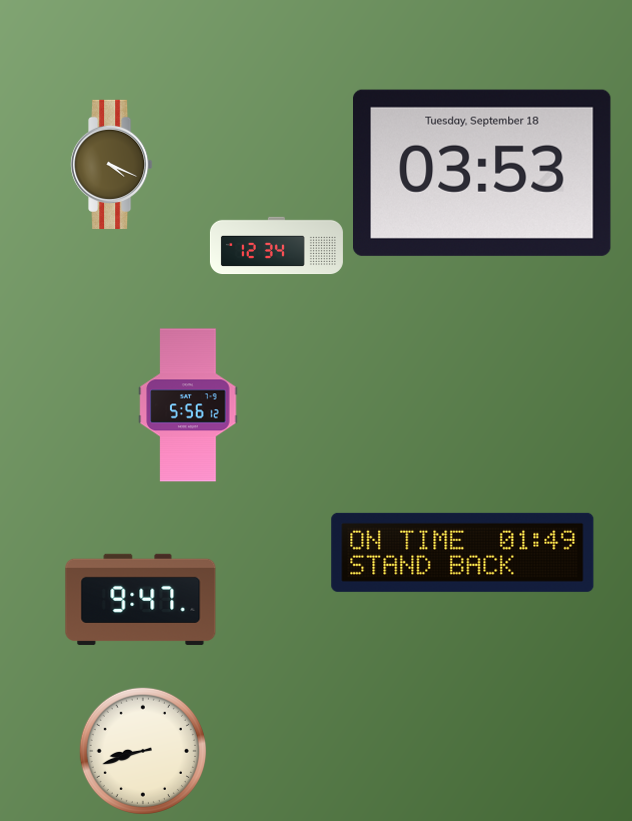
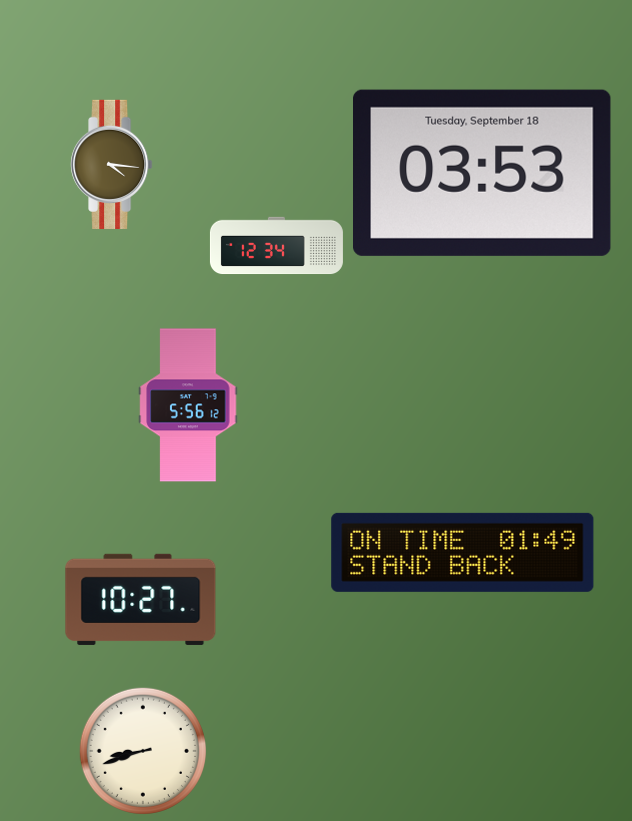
clock at (112, 164): 4:19 -> 4:16
clock at (141, 599): 9:47 -> 10:27
